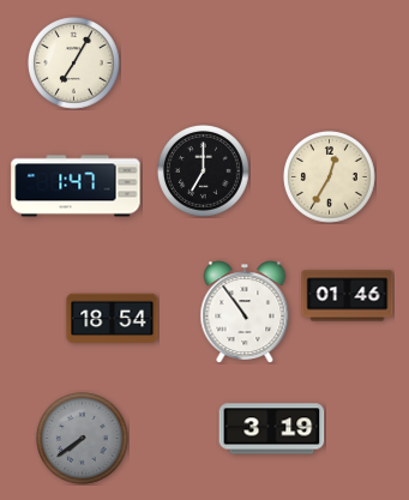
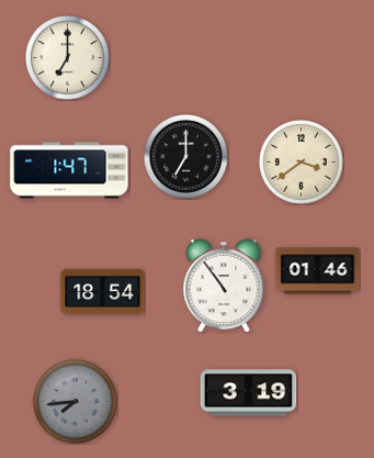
clock at (74, 64): 7:05 -> 7:00
clock at (330, 177): 12:35 -> 3:39
clock at (83, 439): 7:39 -> 7:44
